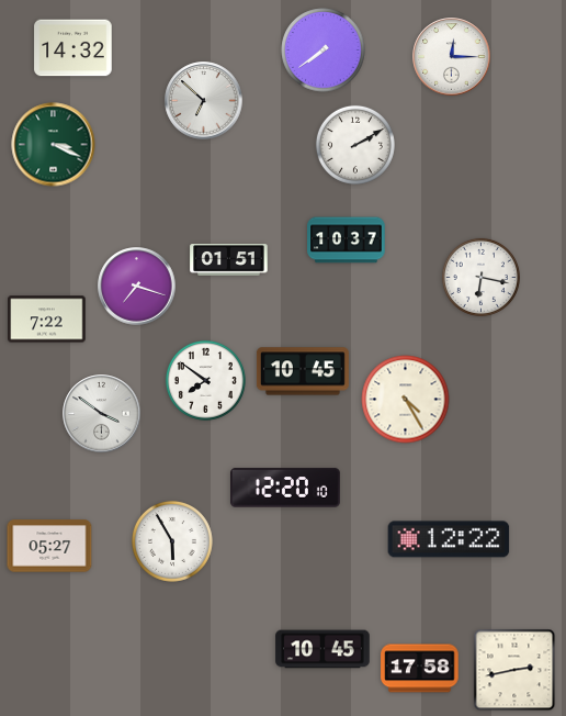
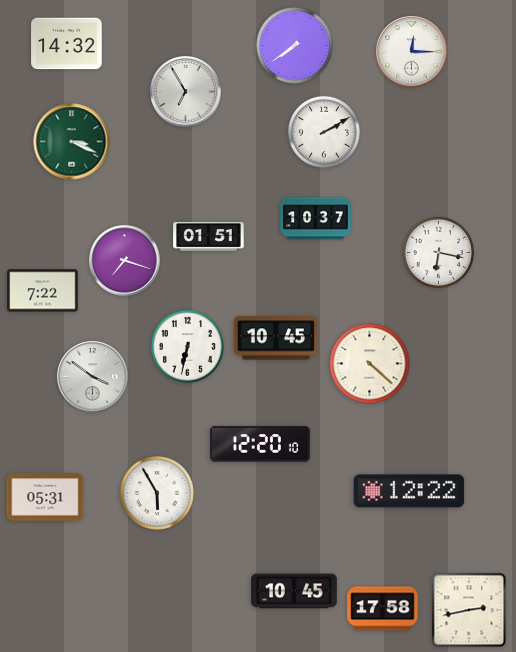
clock at (204, 101): 6:52 -> 6:55
clock at (54, 145) position: (54, 145) -> (72, 142)
clock at (205, 380): 7:51 -> 6:32
clock at (406, 400): 4:25 -> 4:22
clock at (49, 546): 05:27 -> 05:31
